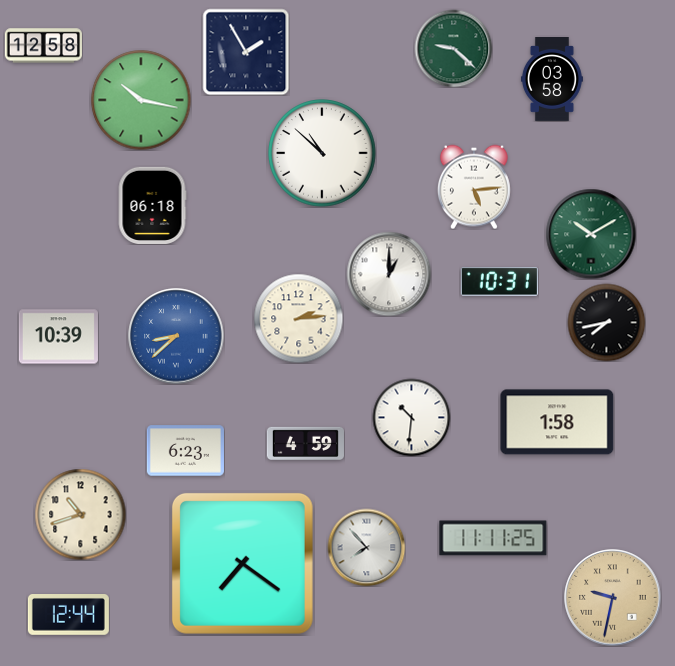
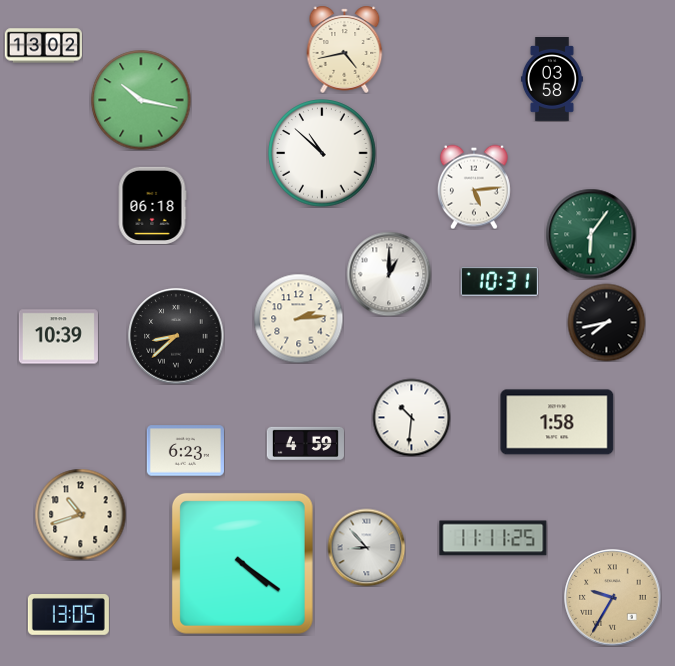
clock at (43, 46): 12:58 -> 13:02
clock at (453, 48): 9:22 -> none
clock at (345, 49): none -> 4:43
clock at (246, 52): 1:55 -> none
clock at (591, 234): 10:10 -> 6:06
clock at (176, 336) dial: blue -> black
clock at (366, 547): 7:53 -> 8:53
clock at (242, 563): 7:21 -> 4:21
clock at (613, 598): 9:32 -> 9:35
clock at (68, 615): 12:44 -> 13:05
